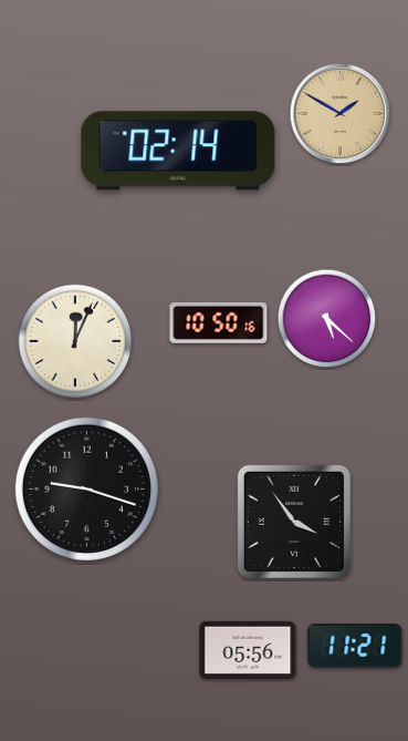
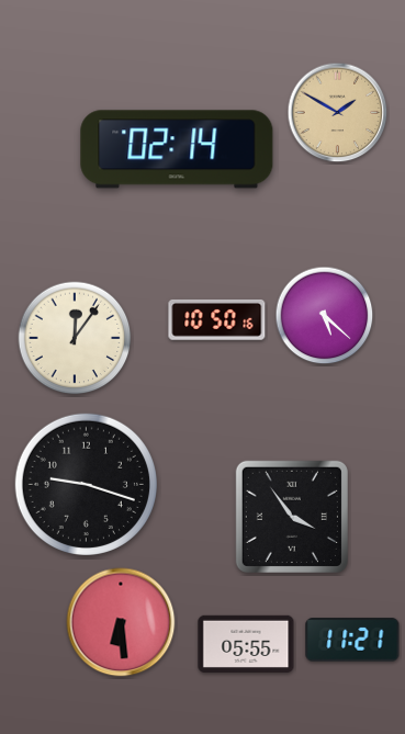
clock at (75, 341): 12:04 -> 12:06
clock at (121, 622): none -> 6:29
clock at (248, 650): 05:56 -> 05:55
